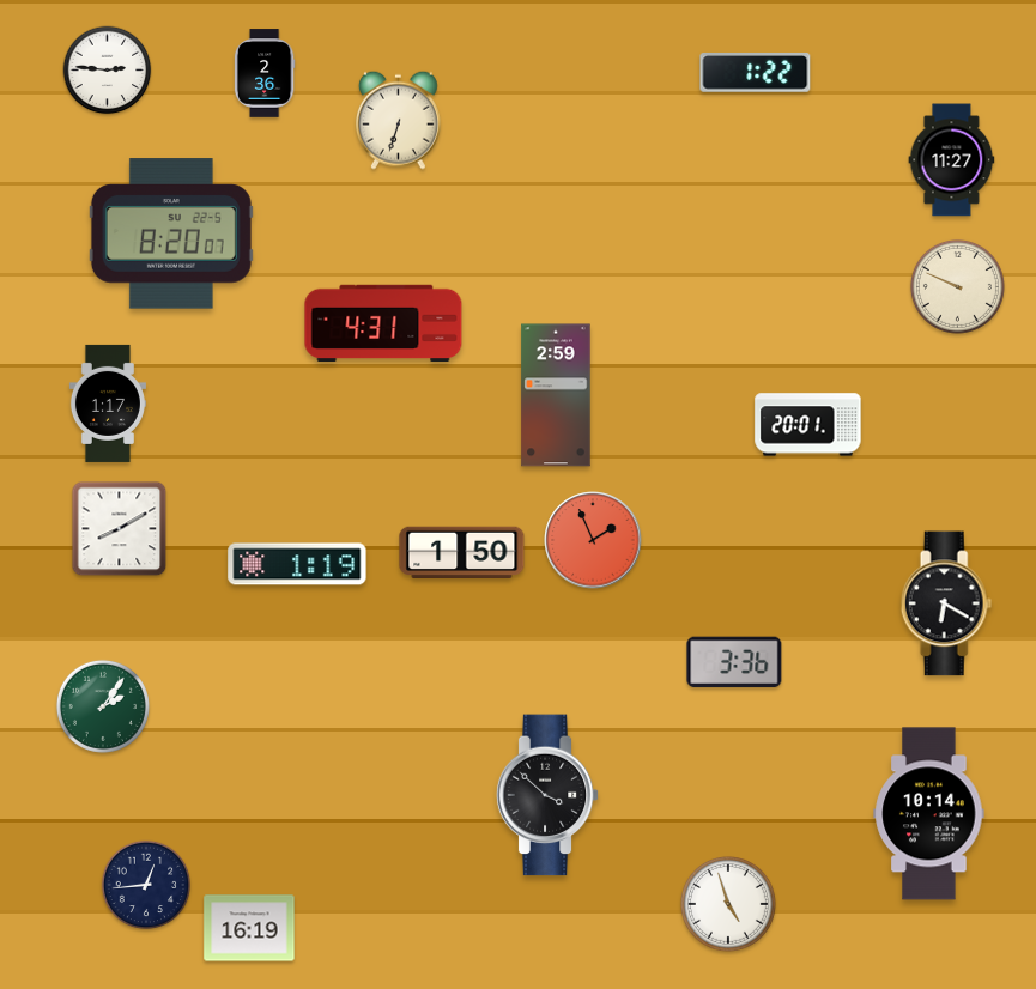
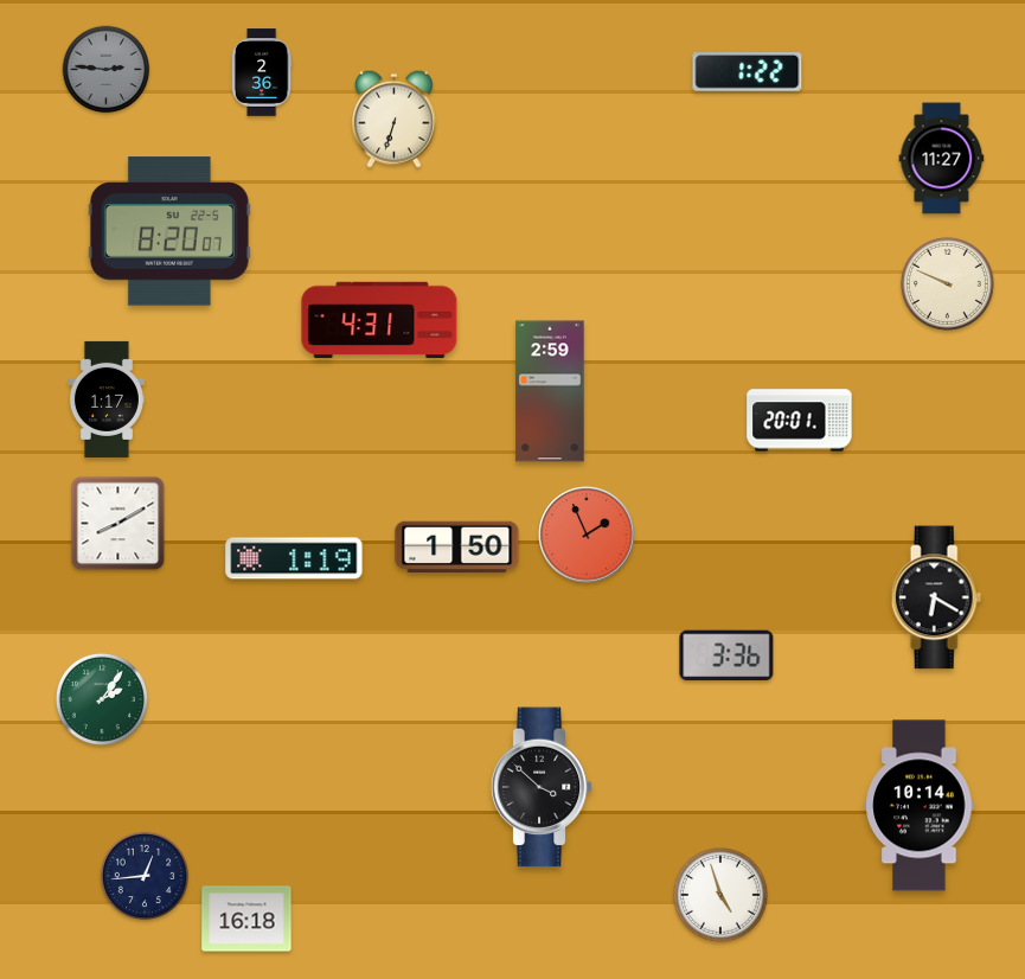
clock at (108, 71) dial: white -> grey
clock at (249, 928): 16:19 -> 16:18
